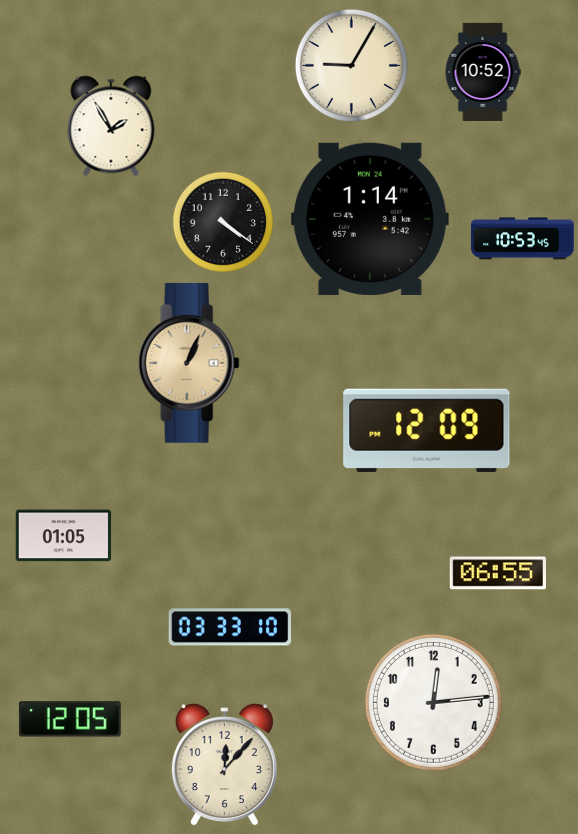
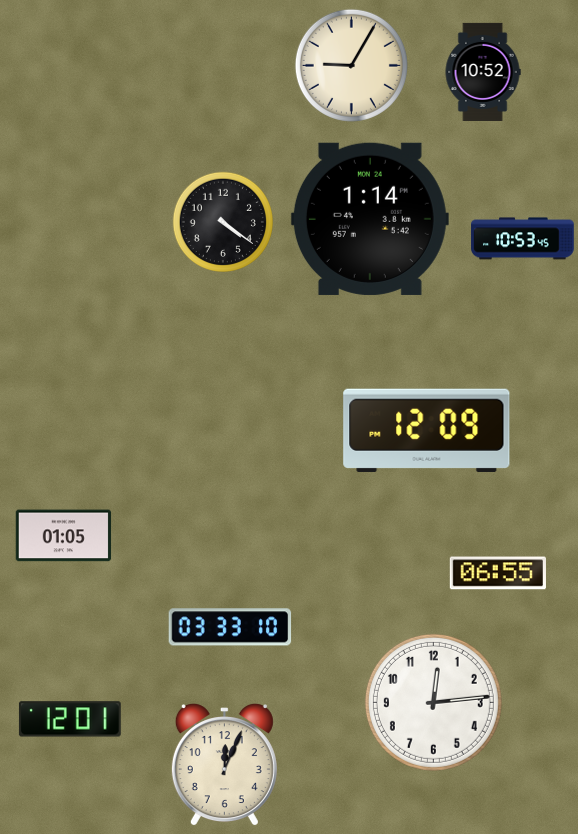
clock at (111, 126): 1:55 -> none
clock at (189, 363): 1:04 -> none
clock at (70, 719): 12:05 -> 12:01
clock at (224, 765): 12:07 -> 12:04
